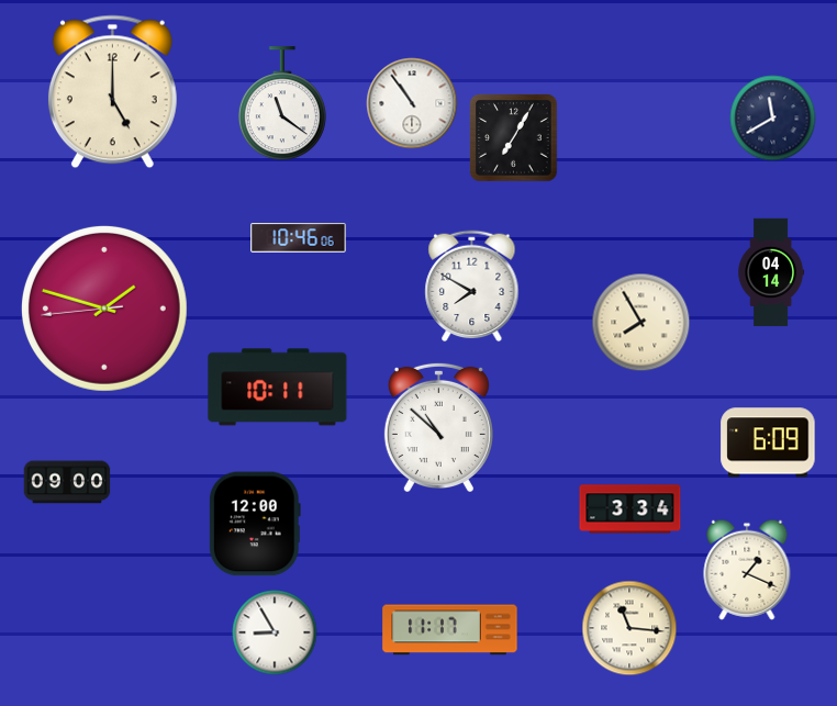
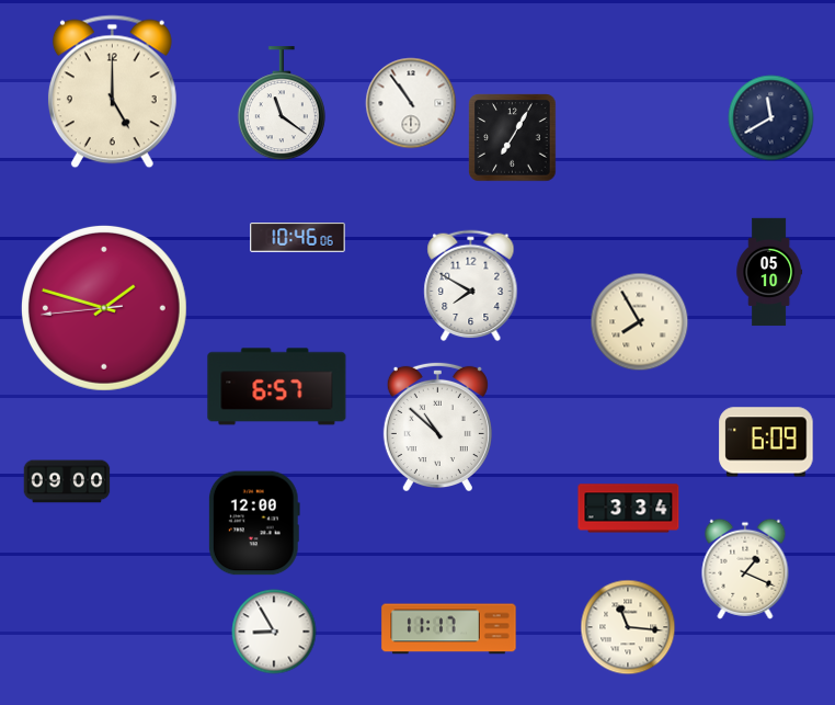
clock at (771, 272): 04:14 -> 05:10
clock at (278, 388): 10:11 -> 6:57
